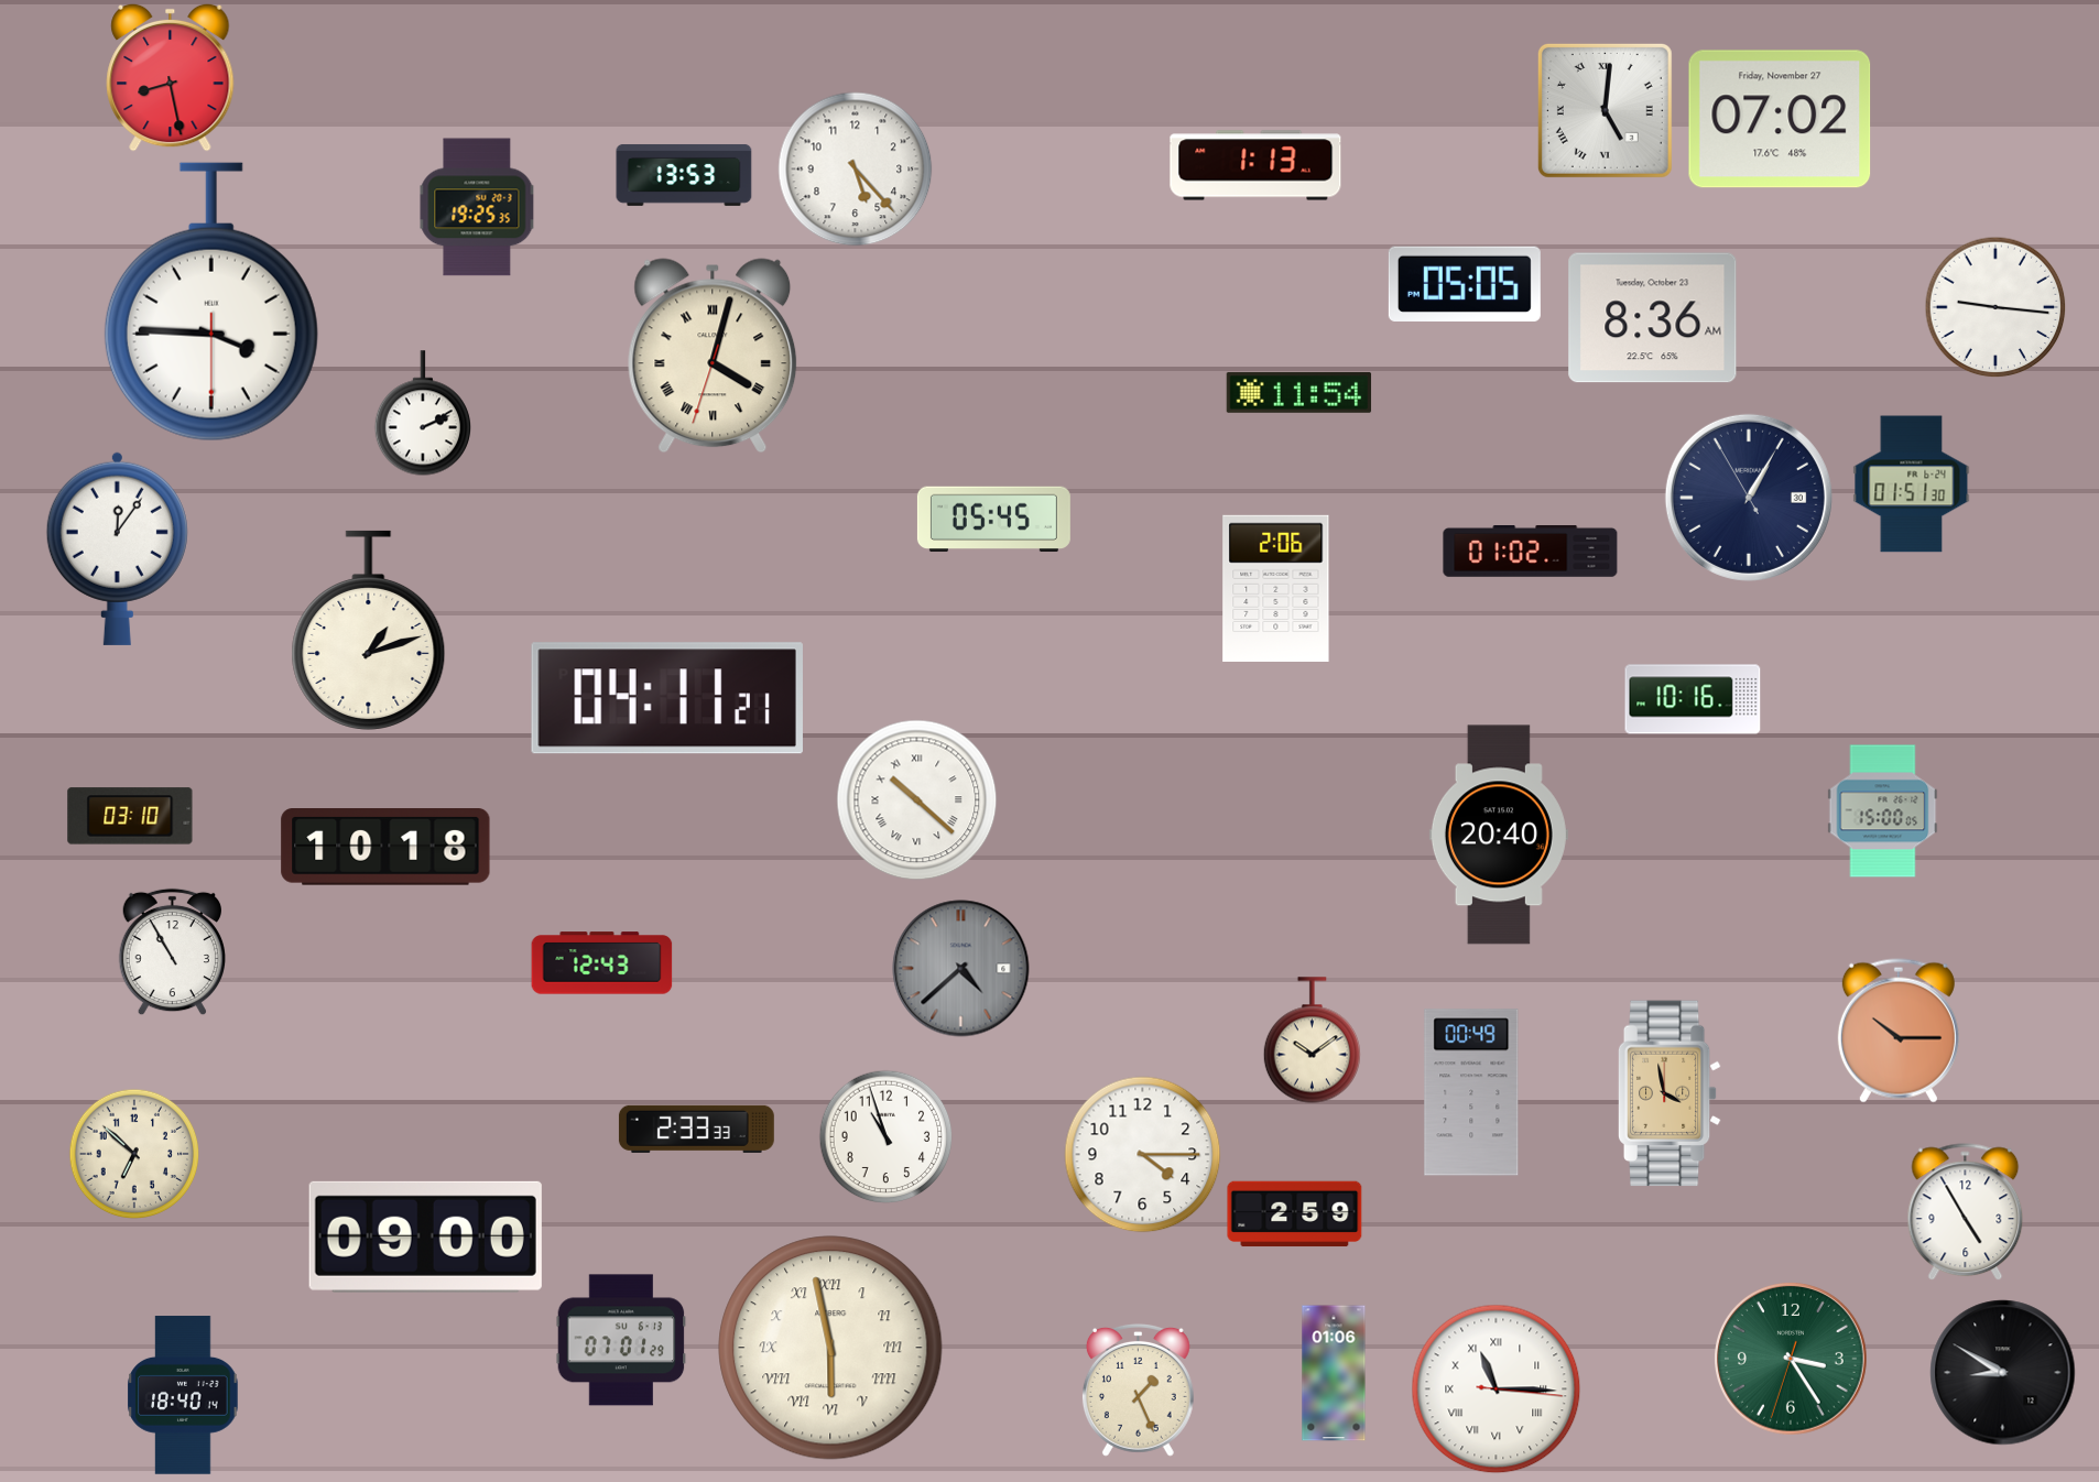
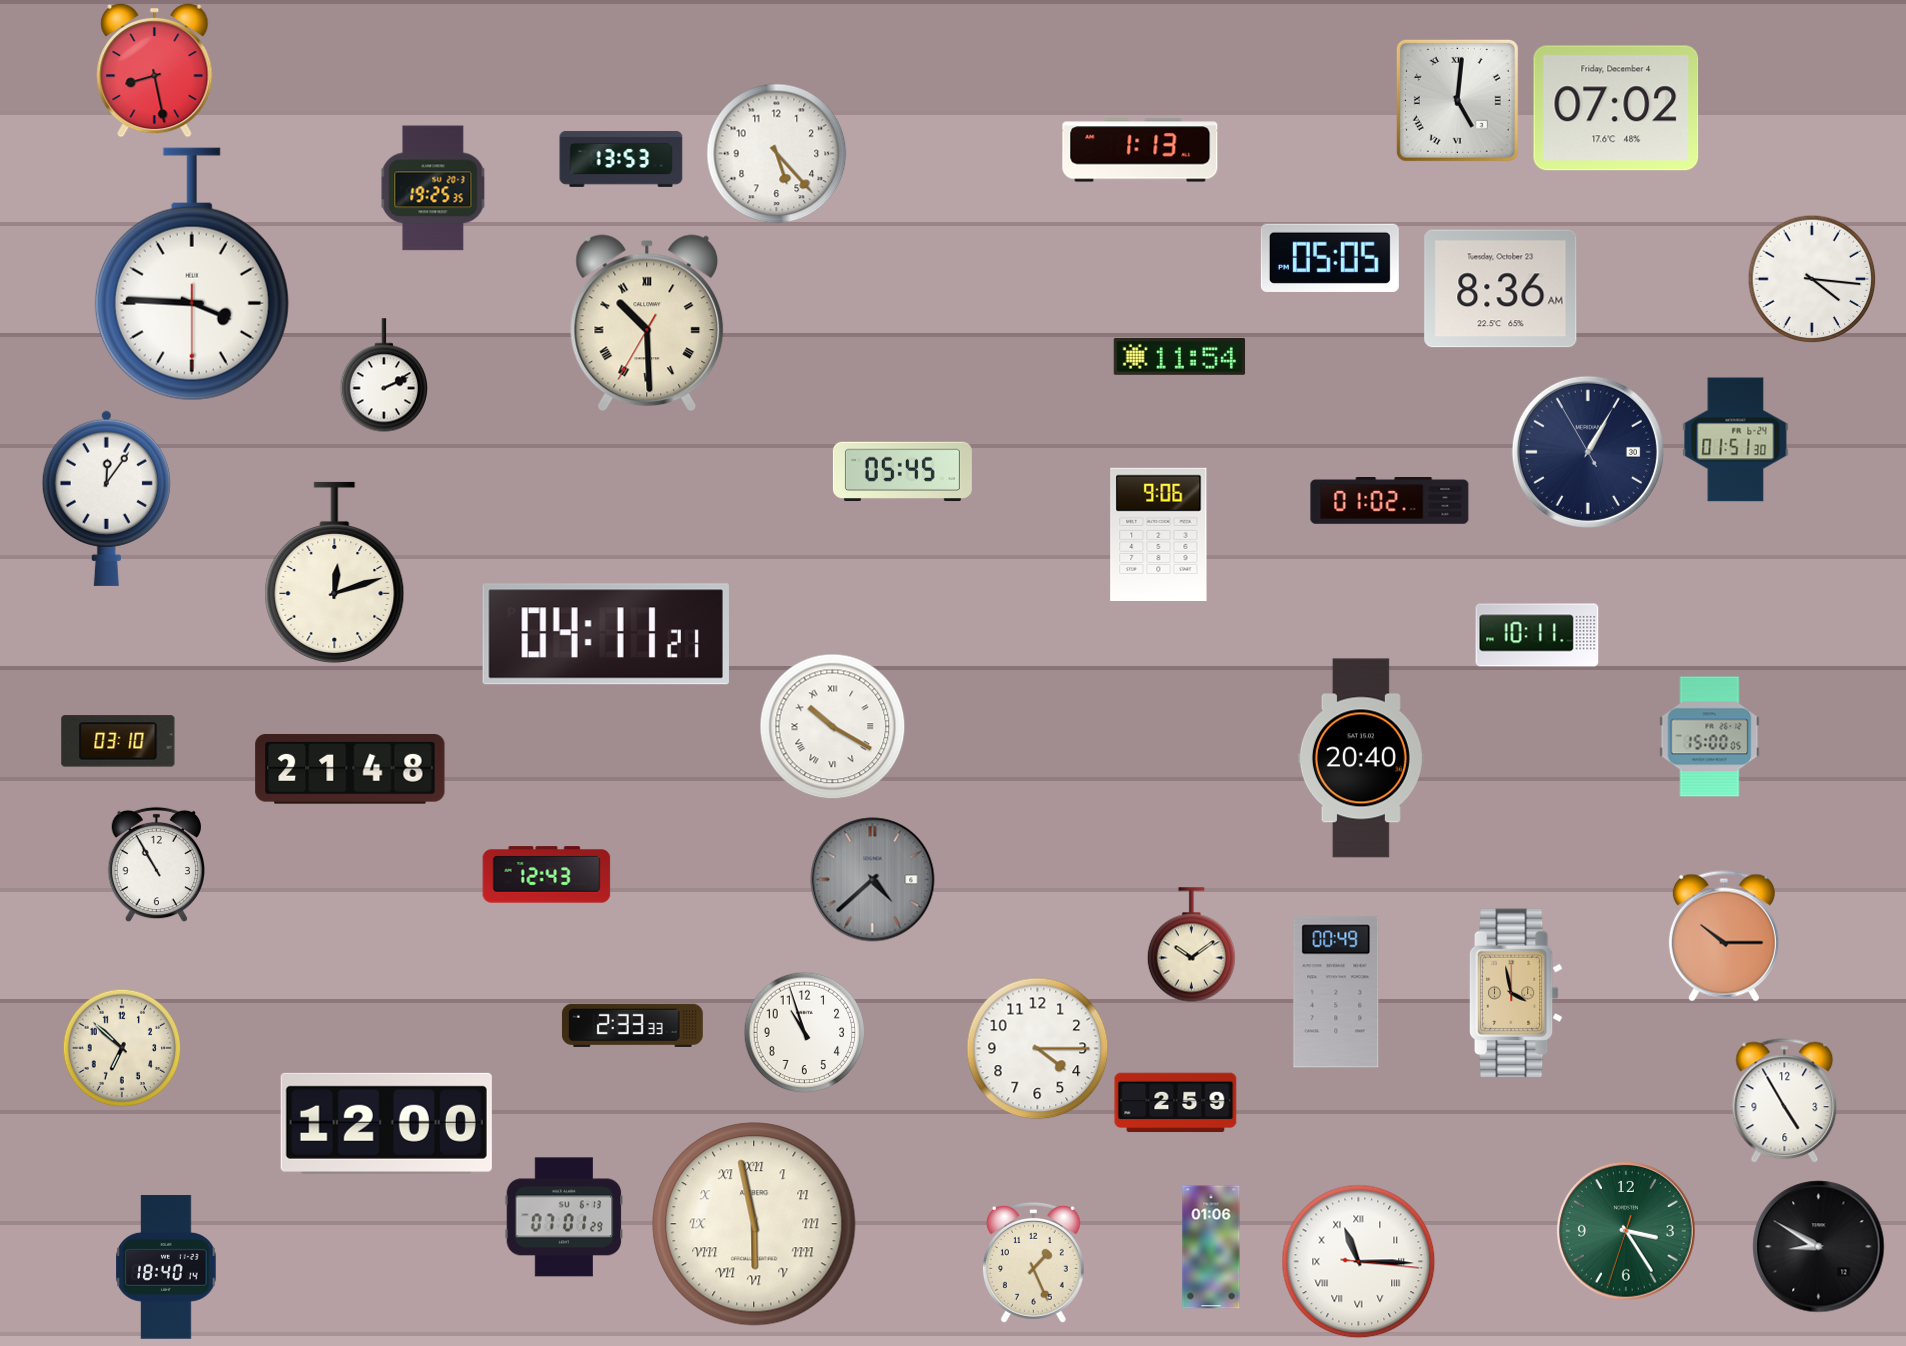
clock at (1780, 119) date: Friday, November 27 -> Friday, December 4
clock at (1995, 307): 9:16 -> 4:16
clock at (713, 356): 4:02 -> 10:29
clock at (1276, 588): 2:06 -> 9:06
clock at (369, 630): 1:12 -> 12:12
clock at (1693, 699): 10:16 -> 10:11
clock at (917, 800): 10:22 -> 10:20
clock at (385, 848): 10:18 -> 21:48
clock at (425, 1236): 09:00 -> 12:00
clock at (1792, 1360) position: (1792, 1360) -> (1627, 1232)
